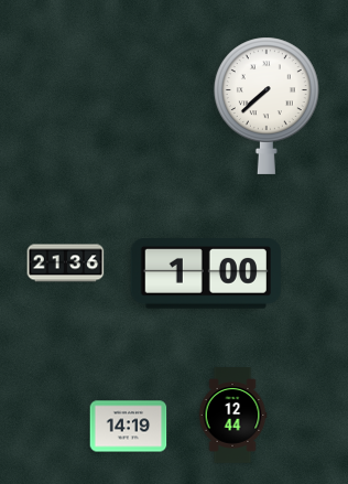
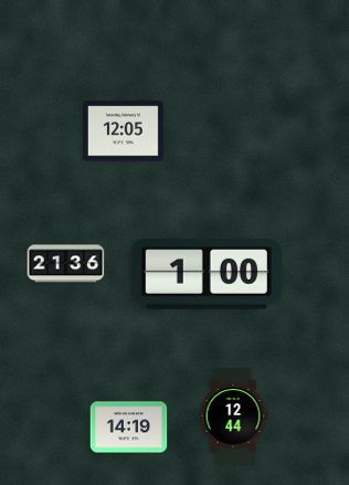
clock at (267, 106): 7:38 -> none
clock at (123, 131): none -> 12:05
